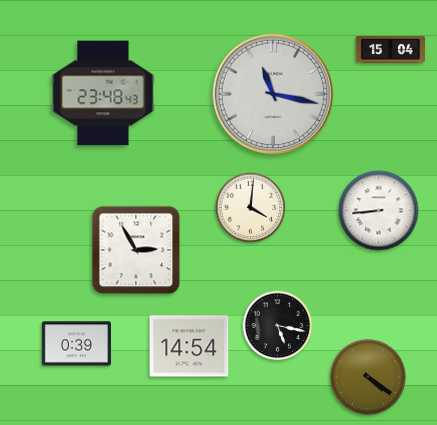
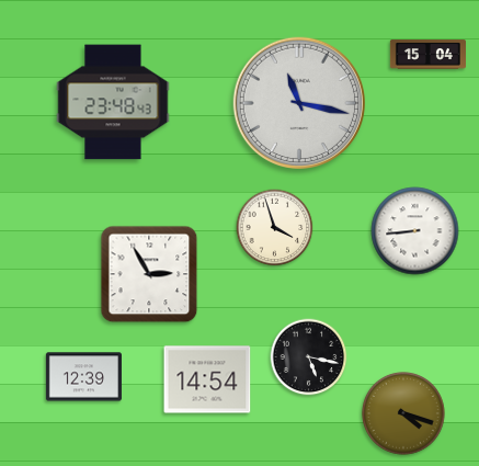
clock at (251, 208): 4:01 -> 3:57
clock at (278, 326) position: (278, 326) -> (309, 357)
clock at (76, 344): 0:39 -> 12:39
clock at (369, 378): 4:21 -> 4:18
